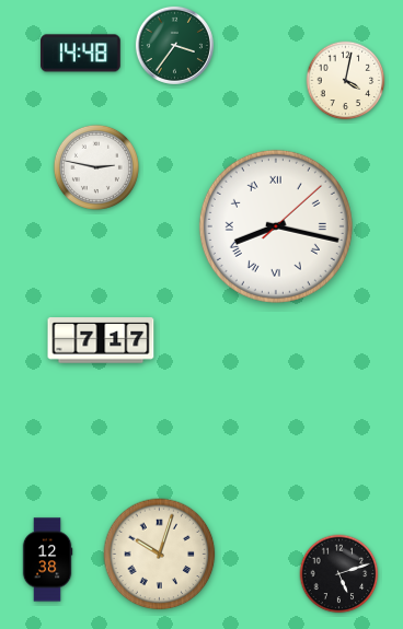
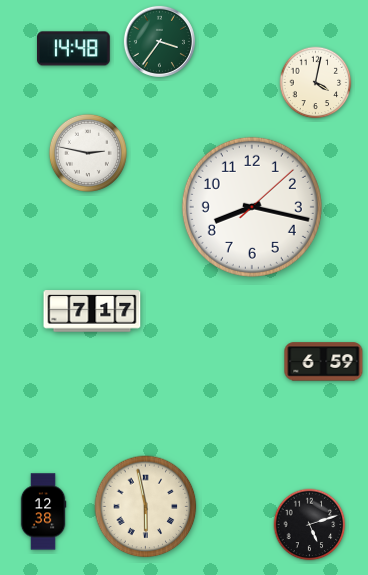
clock at (346, 81) position: (346, 81) -> (316, 83)
clock at (276, 226) numerals: Roman -> Arabic
clock at (324, 362): none -> 6:59
clock at (160, 555): 10:03 -> 5:58
